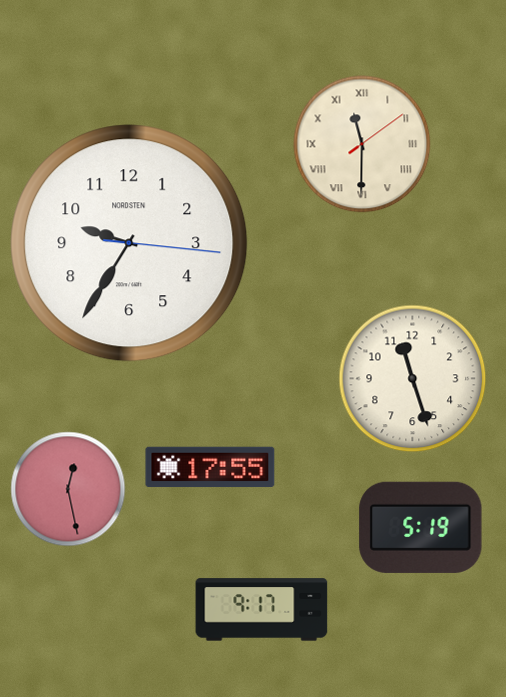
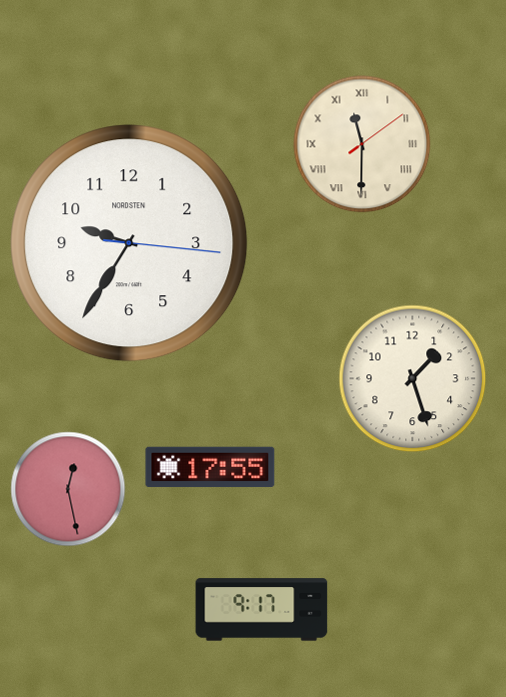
clock at (413, 379): 11:27 -> 1:27
clock at (421, 527): 5:19 -> none
